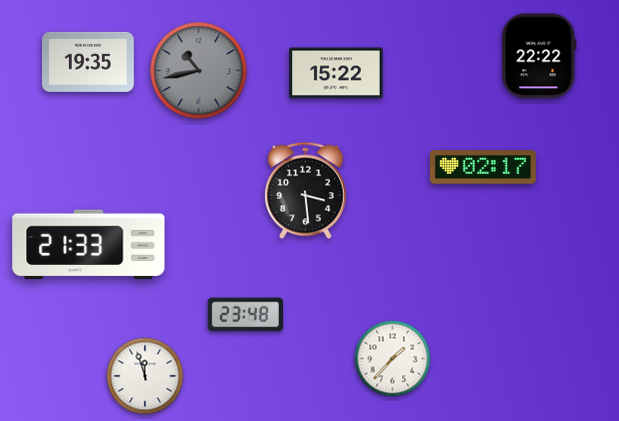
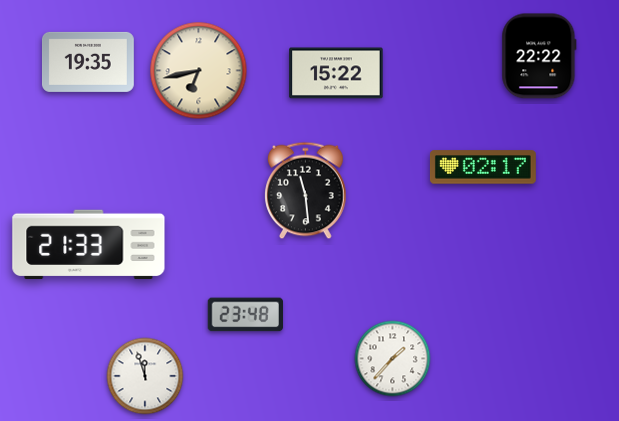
clock at (199, 71): 10:43 -> 6:43
clock at (199, 71) dial: grey -> cream
clock at (306, 191): 3:29 -> 11:29
